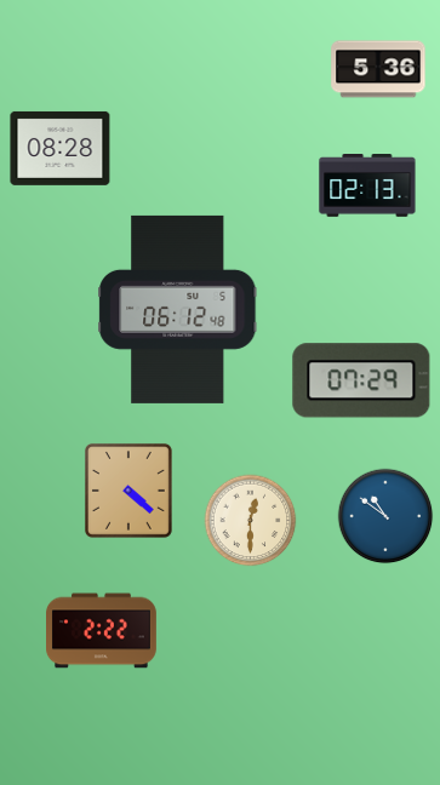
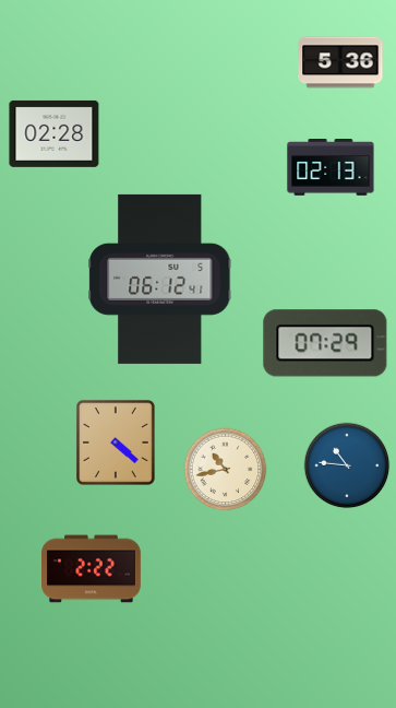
clock at (61, 148): 08:28 -> 02:28
clock at (178, 309): 06:12:48 -> 06:12:41
clock at (385, 516): 10:51 -> 10:46
clock at (251, 521): 12:30 -> 10:43
